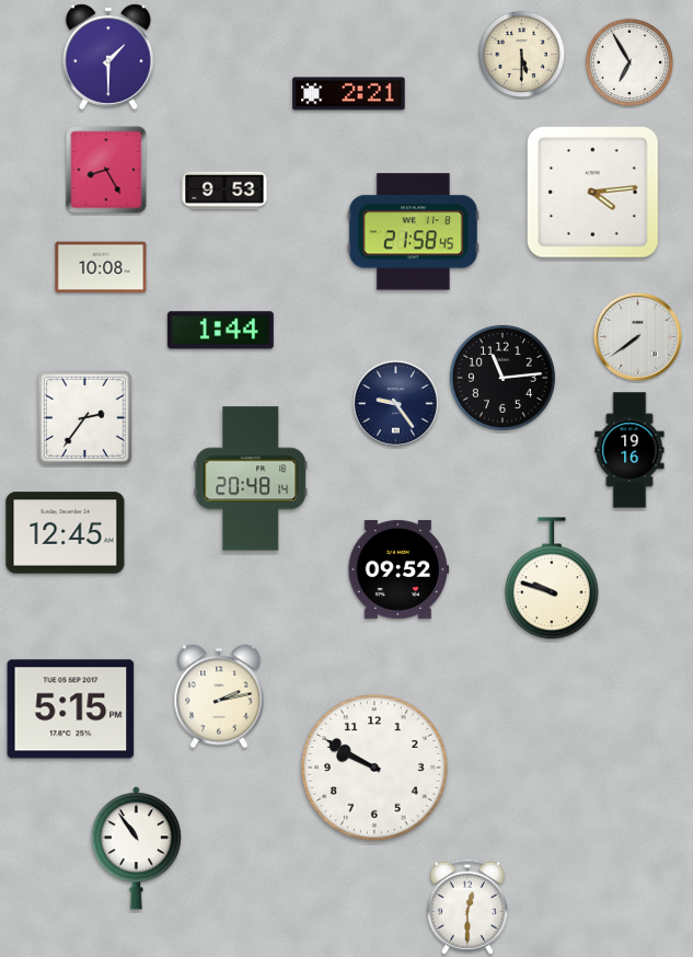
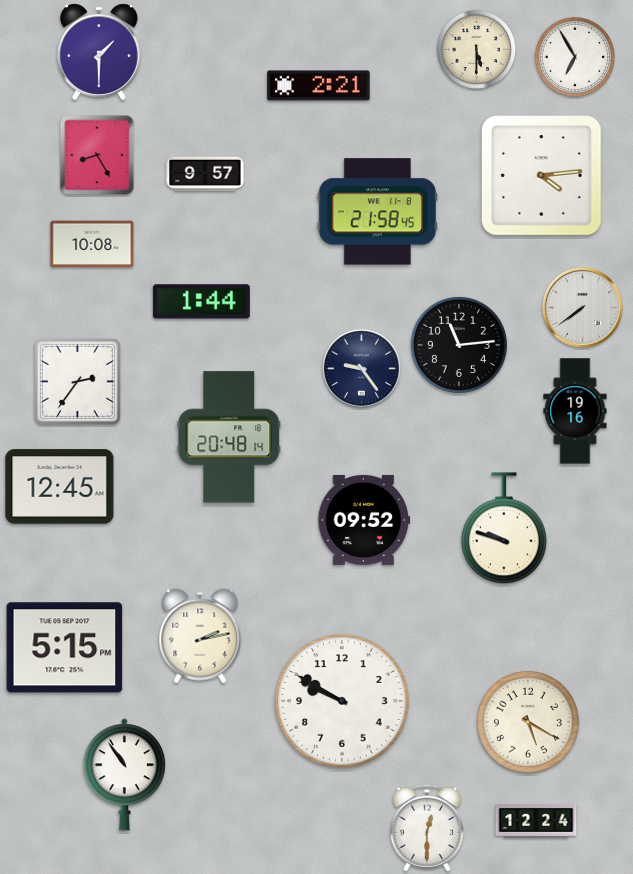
clock at (224, 191): 9:53 -> 9:57
clock at (528, 722): none -> 5:20
clock at (536, 821): none -> 12:24
